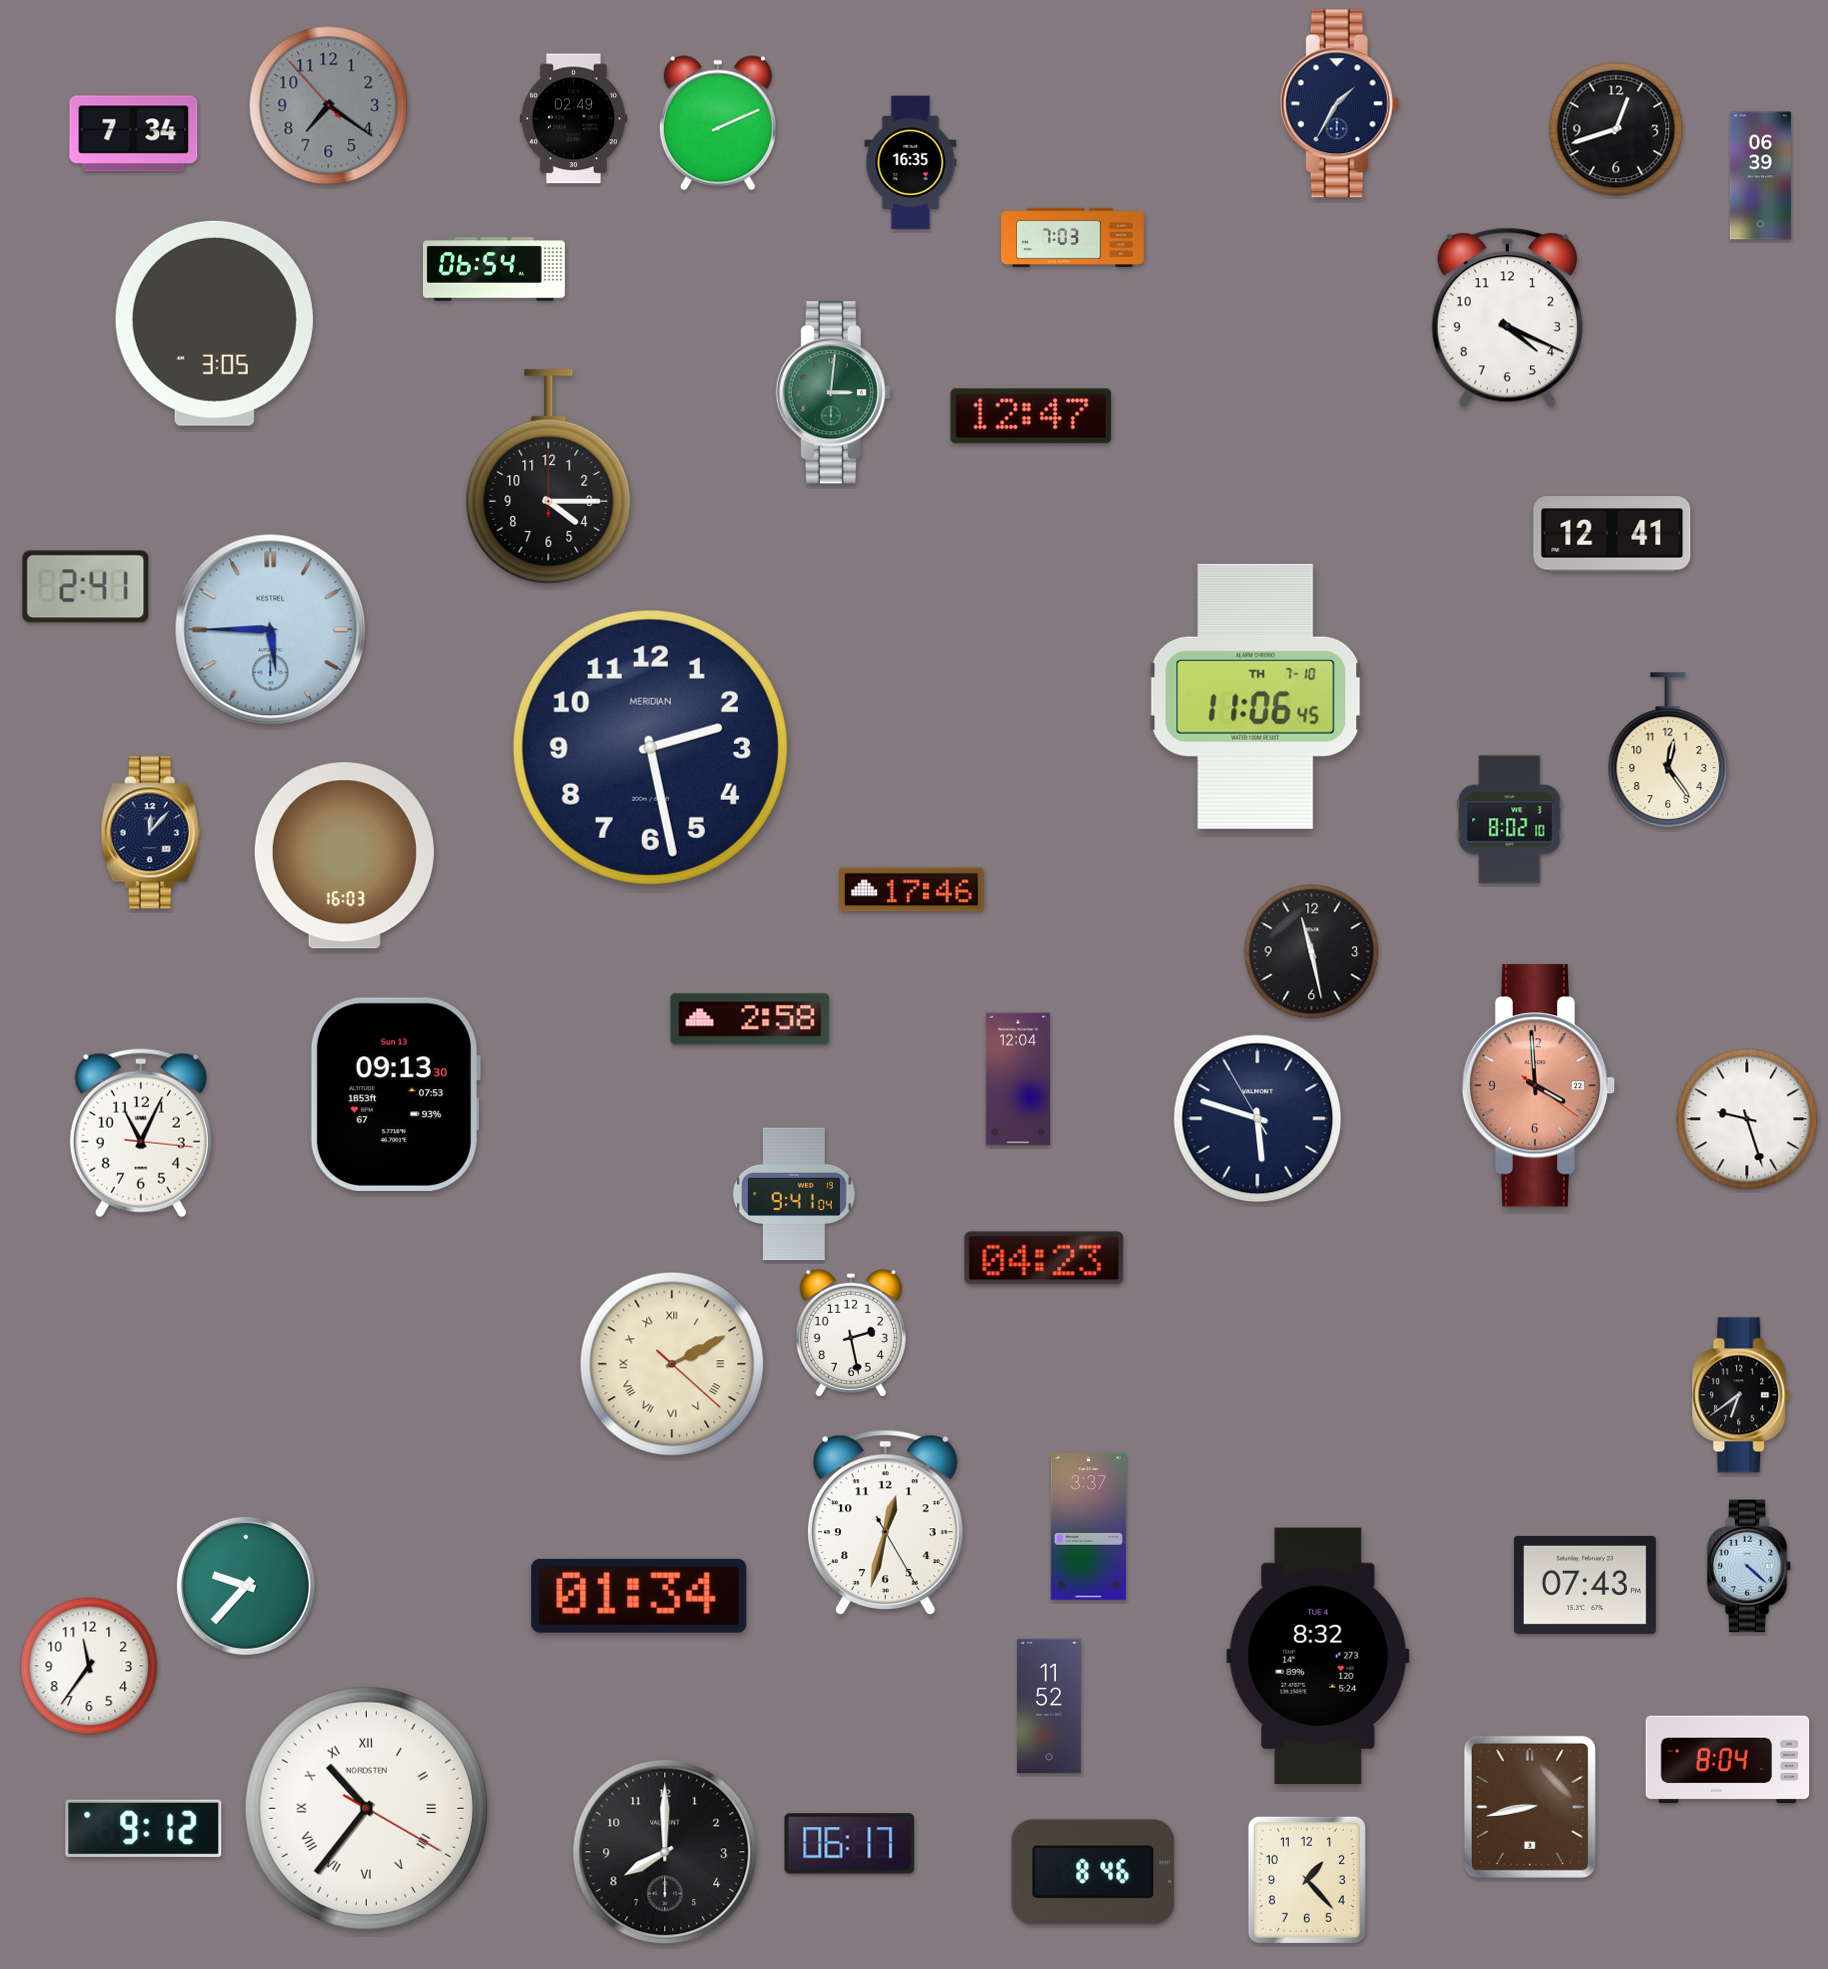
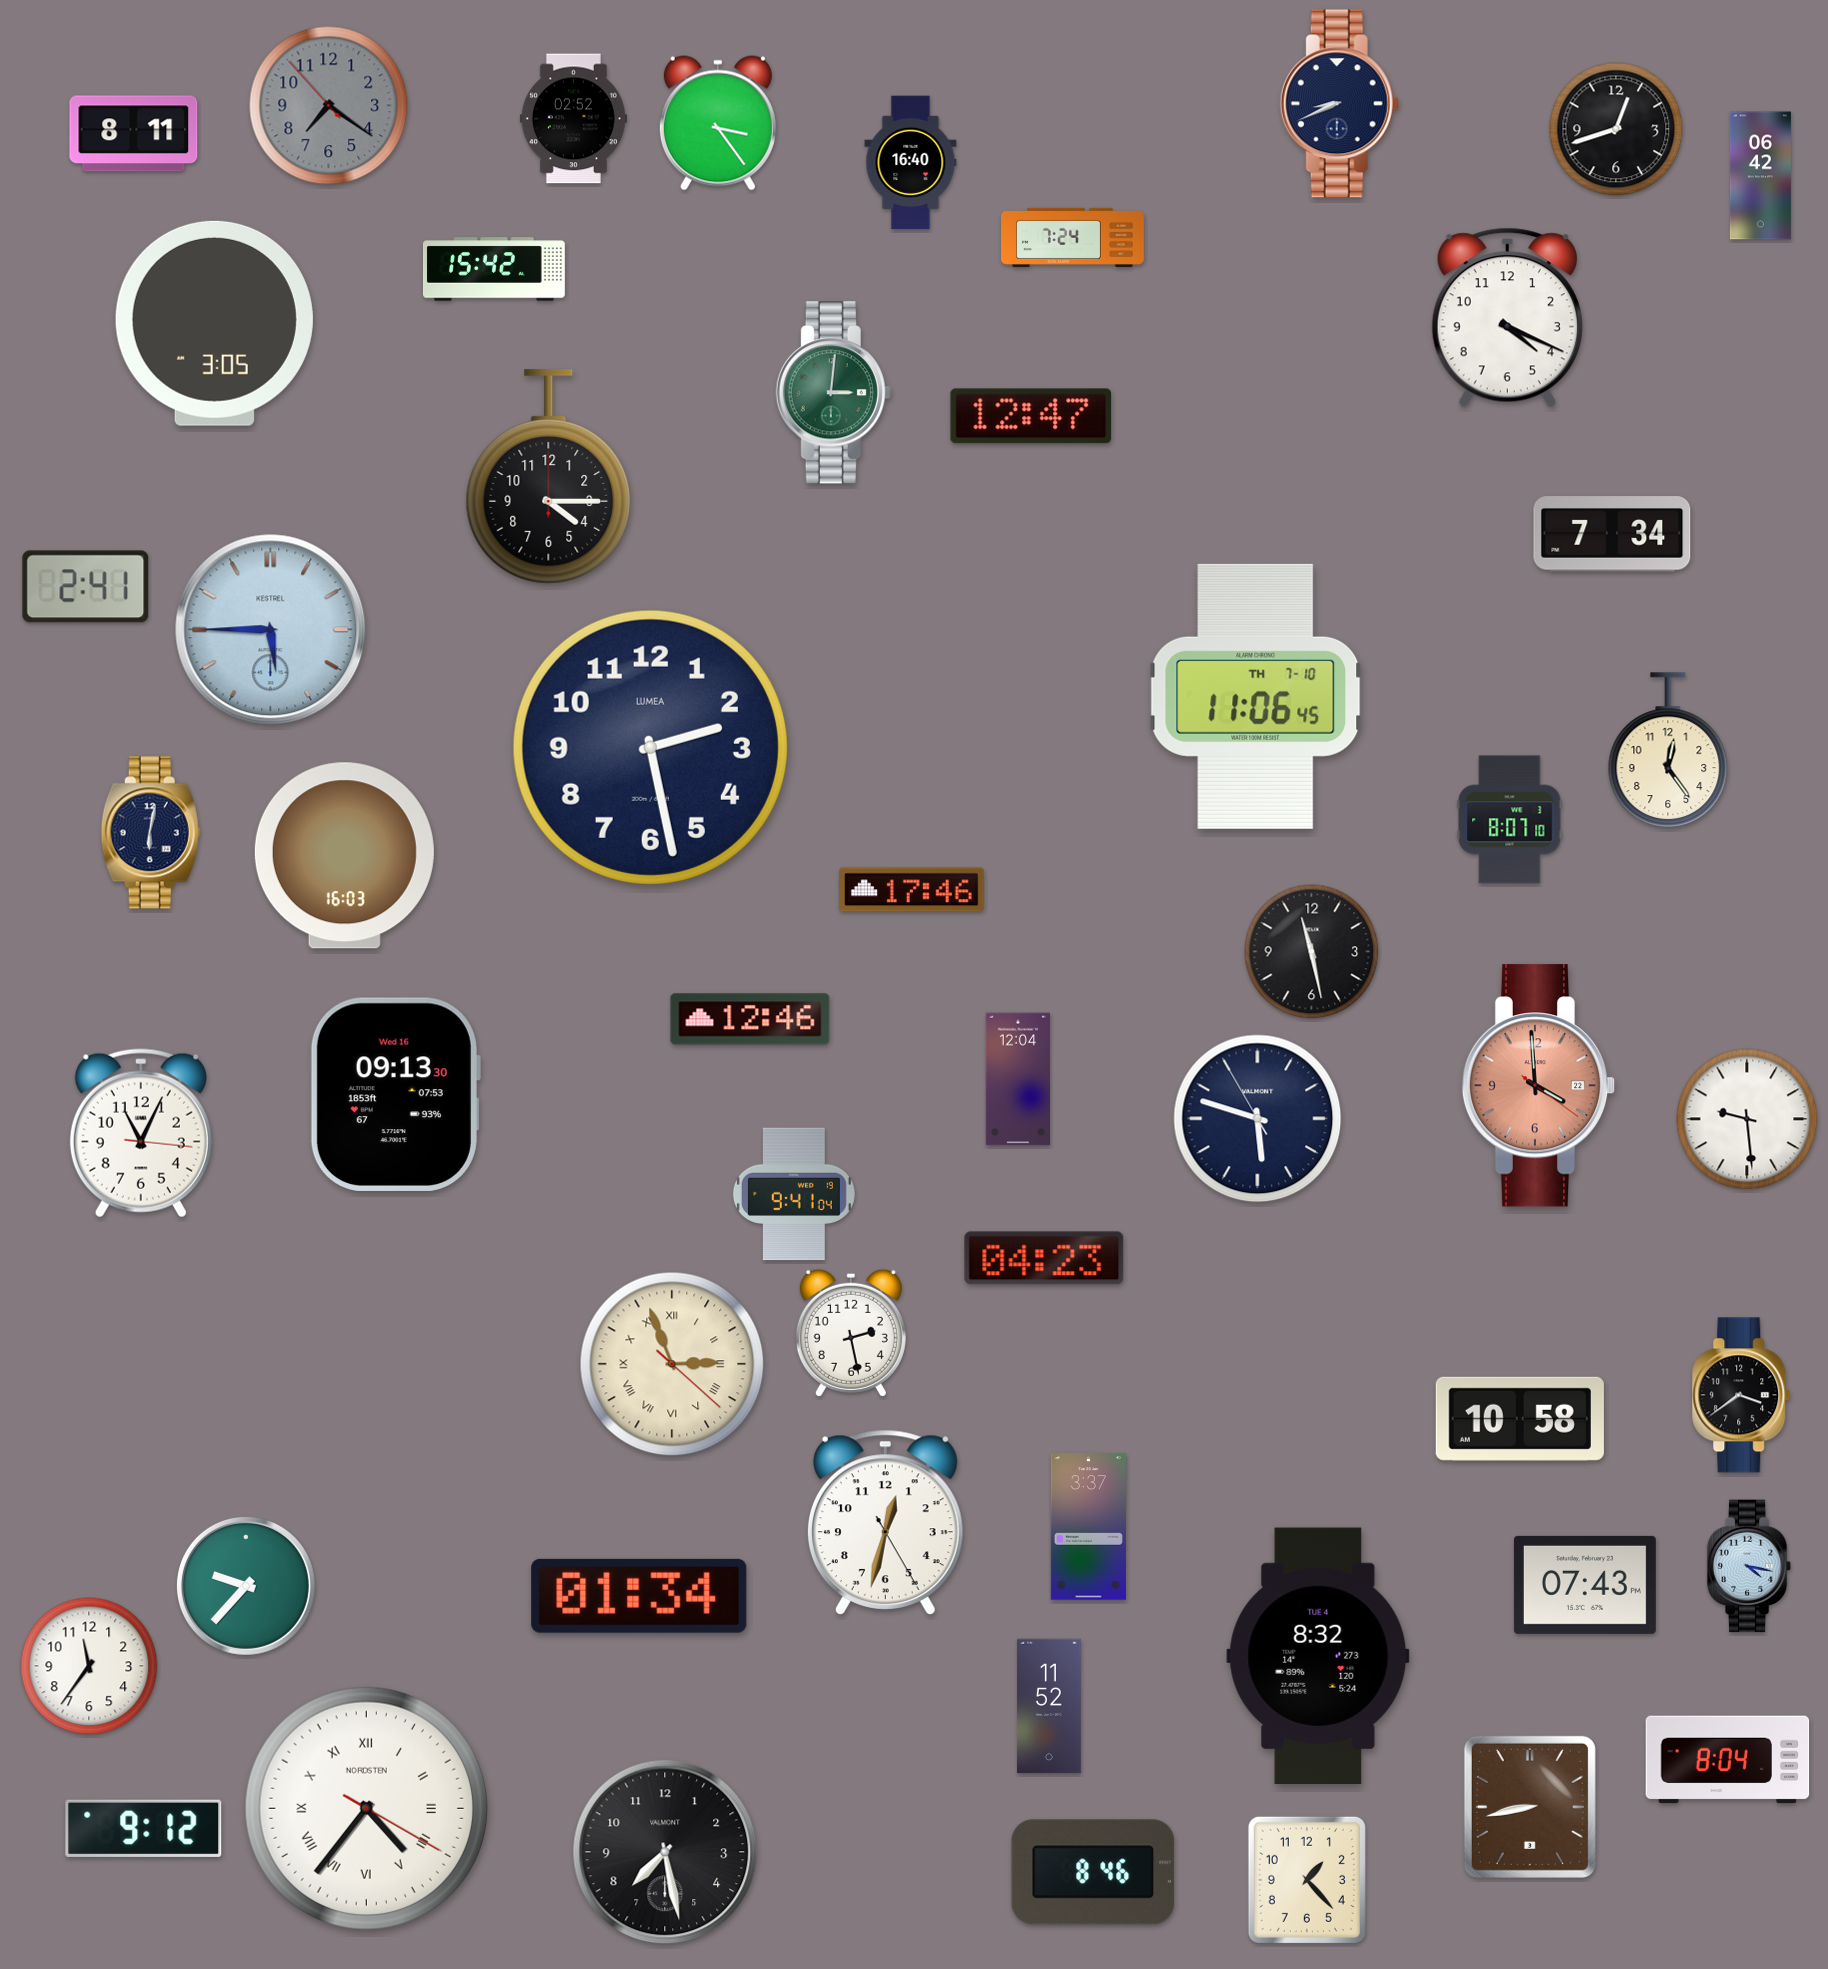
clock at (1339, 104): 1:35 -> 8:41
clock at (573, 119): 02:49 -> 02:52
clock at (718, 123): 2:11 -> 3:24
clock at (134, 134): 7:34 -> 8:11
clock at (911, 163): 16:35 -> 16:40
clock at (1760, 176): 06:39 -> 06:42
clock at (1073, 237): 7:03 -> 7:24
clock at (494, 269): 06:54 -> 15:42
clock at (1612, 534): 12:41 -> 7:34
clock at (650, 747) brand: MERIDIAN -> LUMEA
clock at (1510, 820): 8:02 -> 8:07
clock at (150, 833): 12:07 -> 6:02
clock at (750, 1019): 2:58 -> 12:46
clock at (395, 1094) date: Sun 13 -> Wed 16
clock at (1747, 1119): 9:27 -> 9:29
clock at (672, 1364): 2:10 -> 2:56
clock at (1741, 1395): 6:39 -> 3:39
clock at (1520, 1419): none -> 10:58
clock at (1749, 1566): 4:22 -> 4:17
clock at (366, 1808): 10:36 -> 4:36
clock at (850, 1844): 06:17 -> none
clock at (665, 1852): 8:00 -> 7:28
